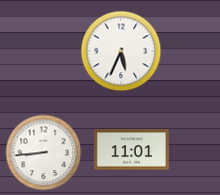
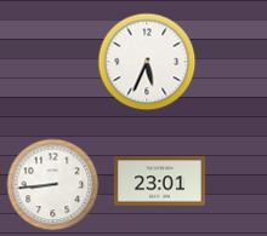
clock at (131, 150): 11:01 -> 23:01
